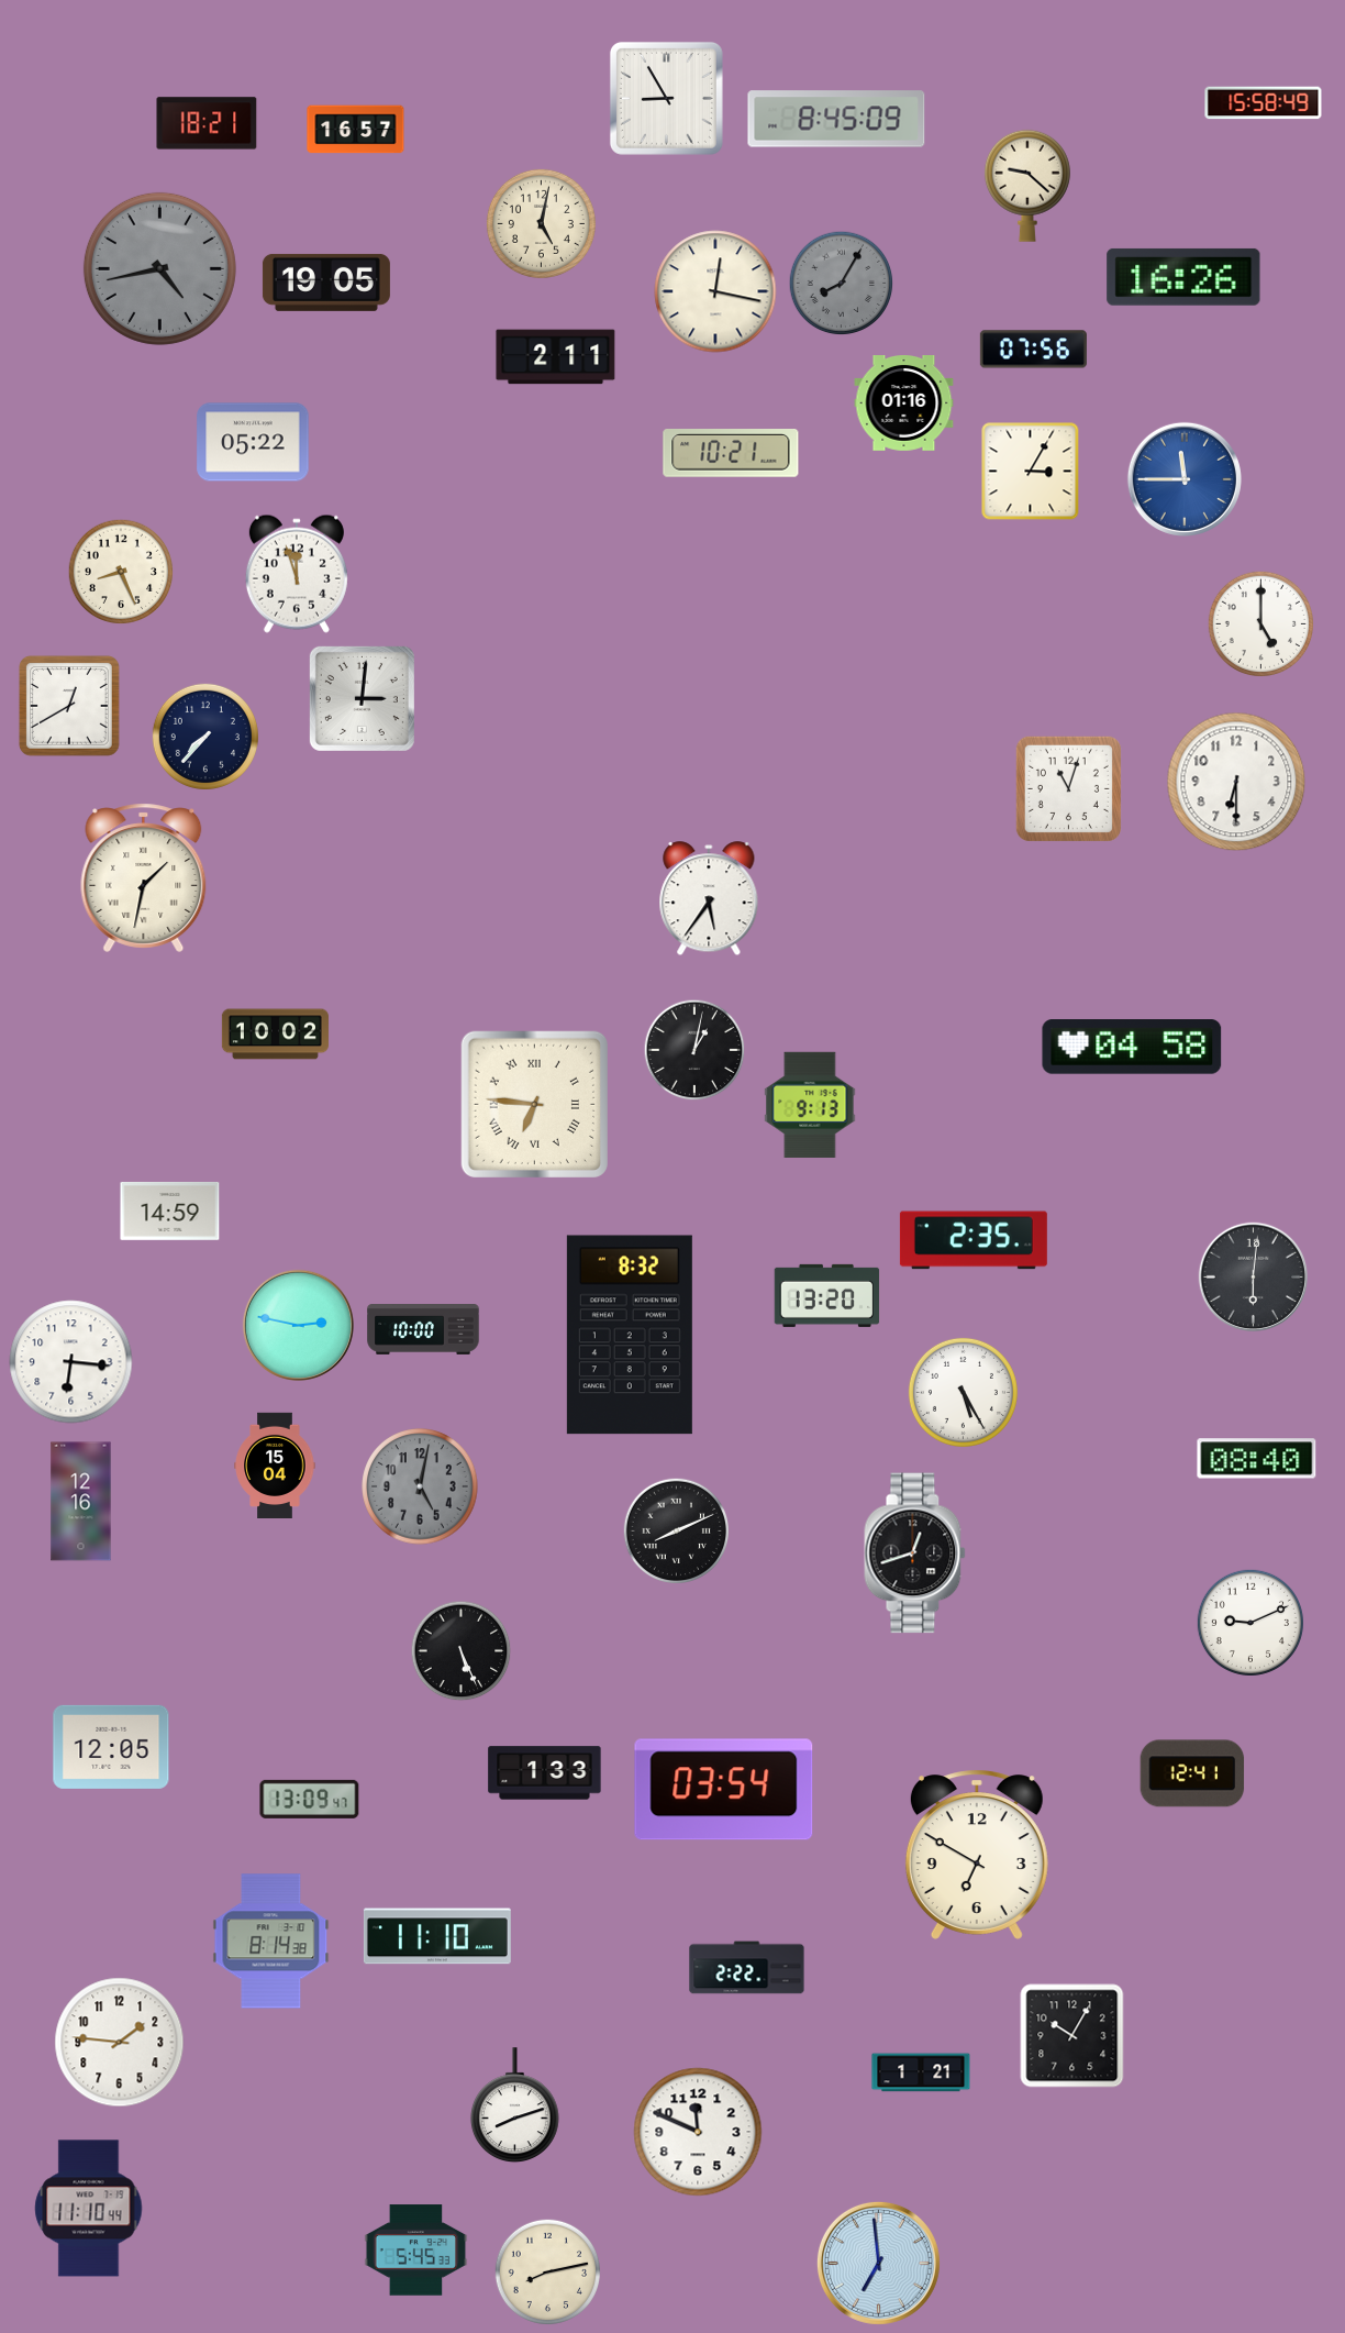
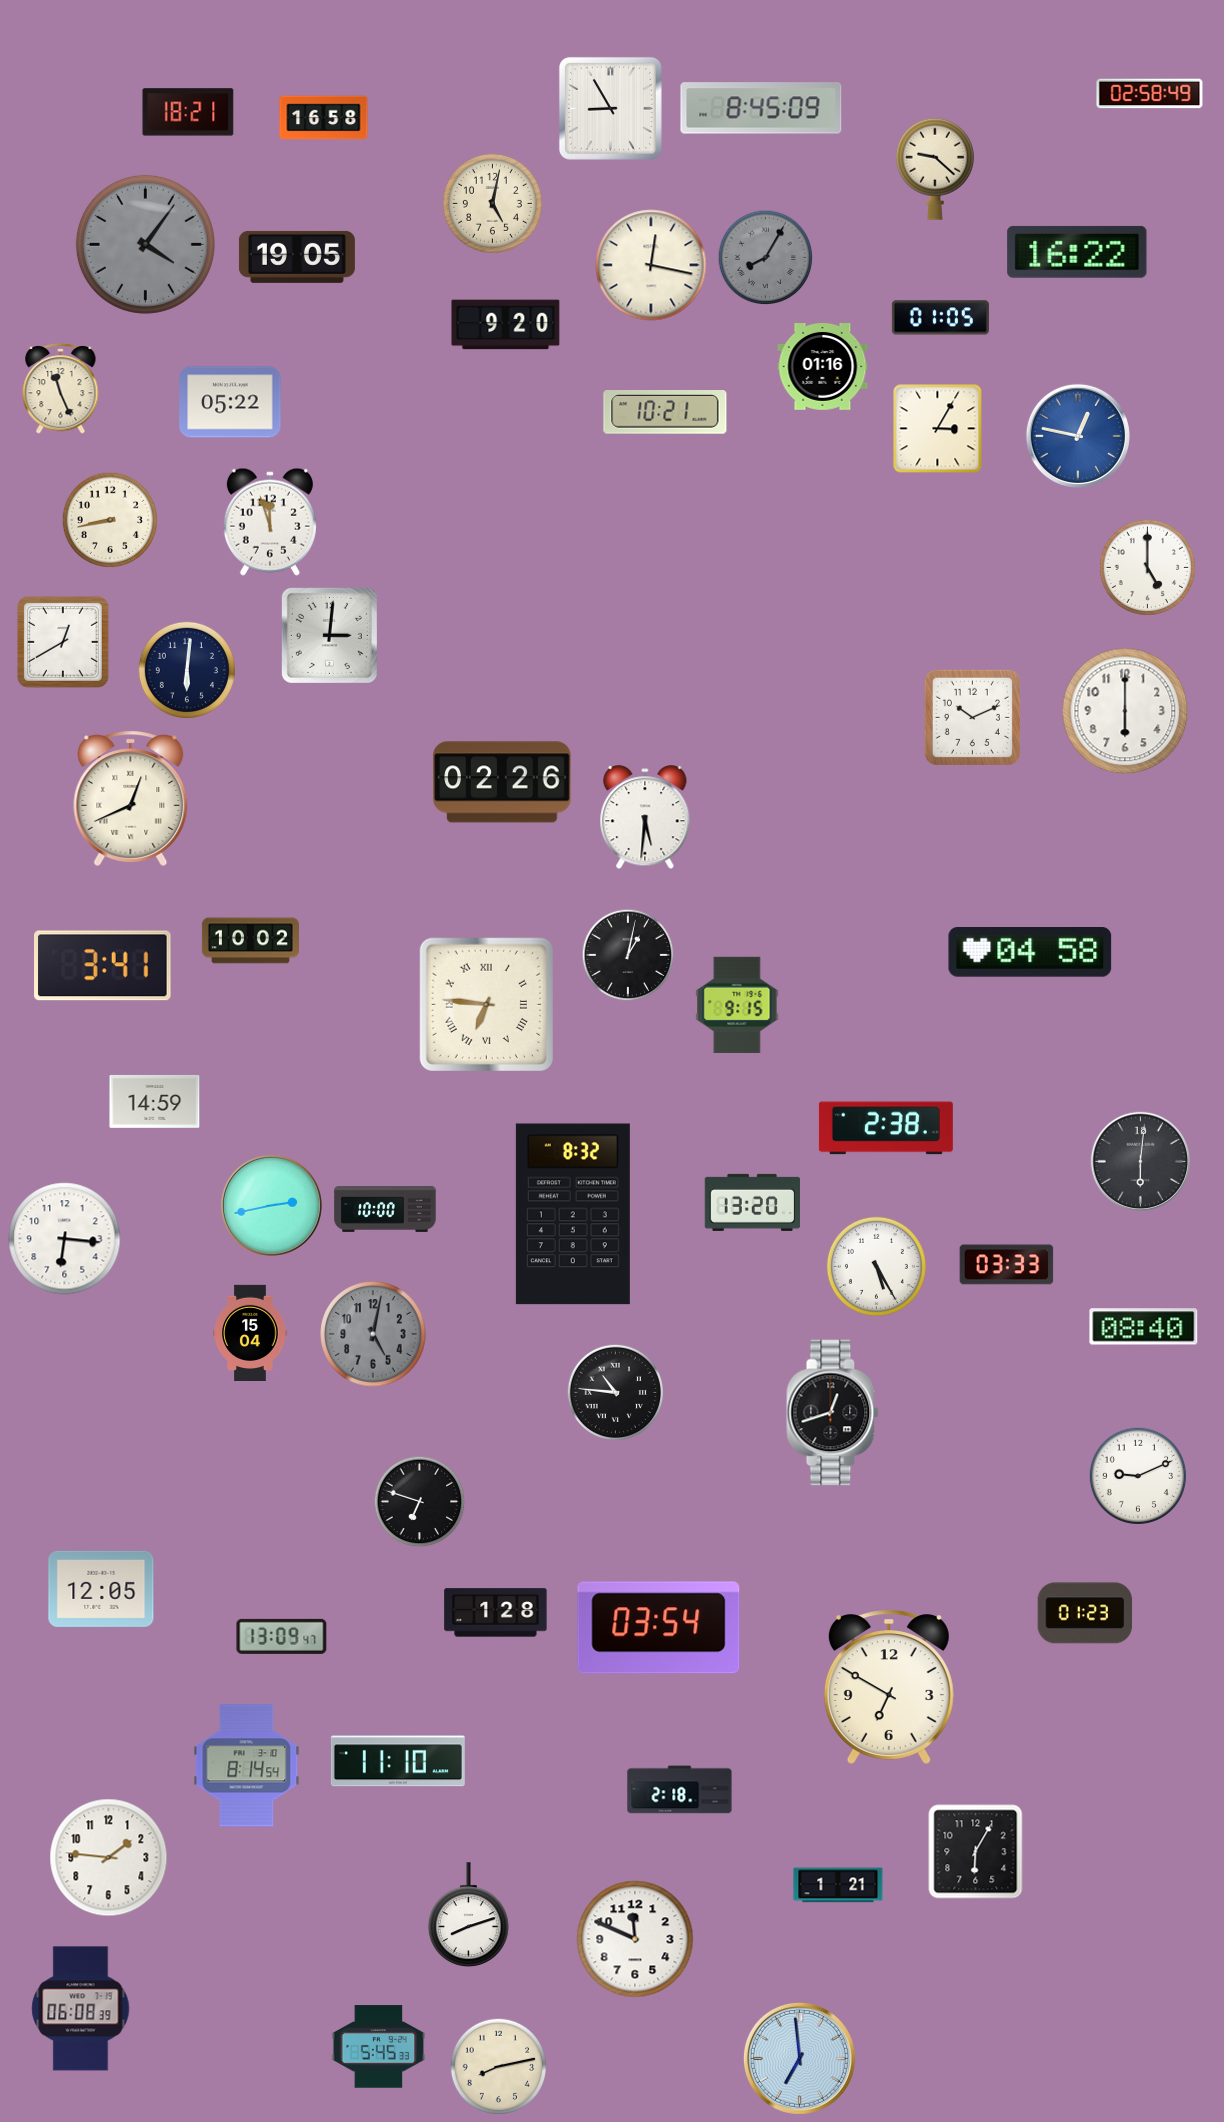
clock at (666, 98) position: (666, 98) -> (610, 108)
clock at (1264, 103): 15:58 -> 02:58
clock at (356, 130): 16:57 -> 16:58
clock at (159, 268): 4:43 -> 4:06
clock at (1183, 277): 16:26 -> 16:22
clock at (1033, 350): 07:56 -> 01:05
clock at (556, 357): 2:11 -> 9:20
clock at (61, 388): none -> 11:26
clock at (1185, 479): 11:45 -> 12:47
clock at (121, 572): 8:26 -> 8:43
clock at (205, 737): 7:37 -> 6:01
clock at (1236, 782): 6:30 -> 6:00
clock at (1068, 788): 11:03 -> 10:11
clock at (502, 782): none -> 02:26
clock at (144, 877): 1:32 -> 12:41
clock at (709, 899): 5:36 -> 5:31
clock at (694, 1050) position: (694, 1050) -> (628, 955)
clock at (103, 966): none -> 3:41
clock at (810, 1105): 9:13 -> 9:15
clock at (974, 1240): 2:35 -> 2:38
clock at (827, 1295) position: (827, 1295) -> (753, 1202)
clock at (298, 1325): 2:47 -> 2:43
clock at (1007, 1265): none -> 03:33
clock at (420, 1486) position: (420, 1486) -> (373, 1334)
clock at (81, 1502): 12:16 -> none
clock at (676, 1530): 8:11 -> 10:46
clock at (462, 1651): 5:26 -> 6:48
clock at (545, 1773): 1:33 -> 1:28
clock at (1192, 1773): 12:41 -> 01:23
clock at (271, 1942): 8:14:38 -> 8:14:54
clock at (747, 1968): 2:22 -> 2:18
clock at (1072, 2036): 10:05 -> 6:05
clock at (89, 2209): 11:10 -> 06:08
